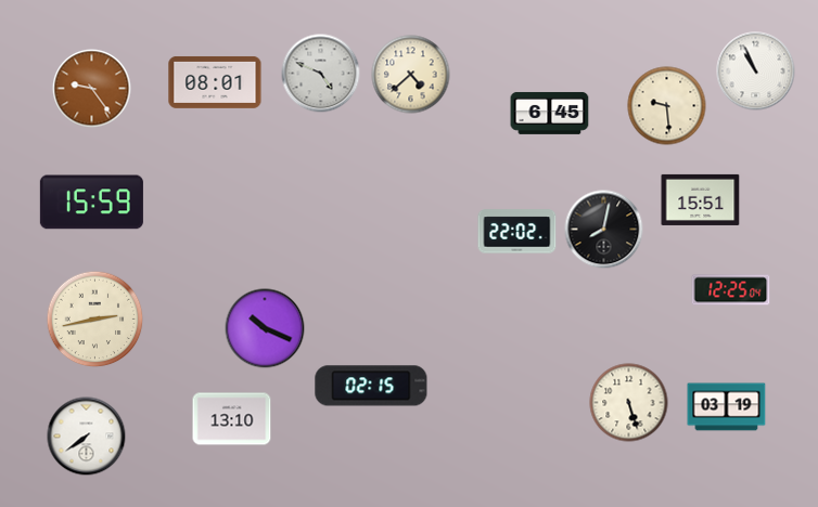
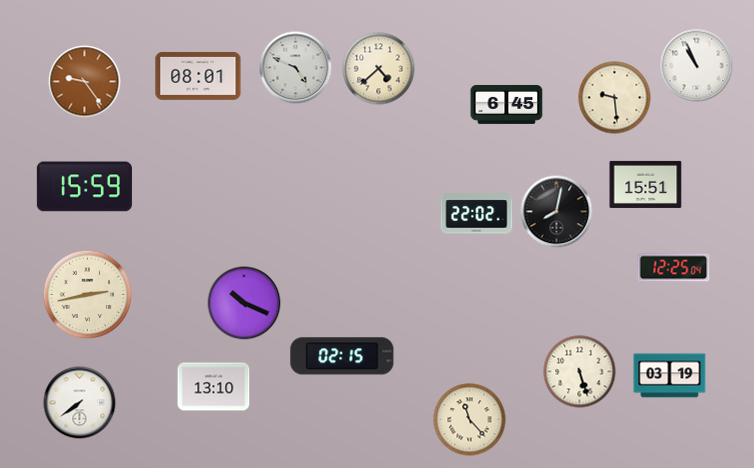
clock at (470, 420): none -> 11:23
